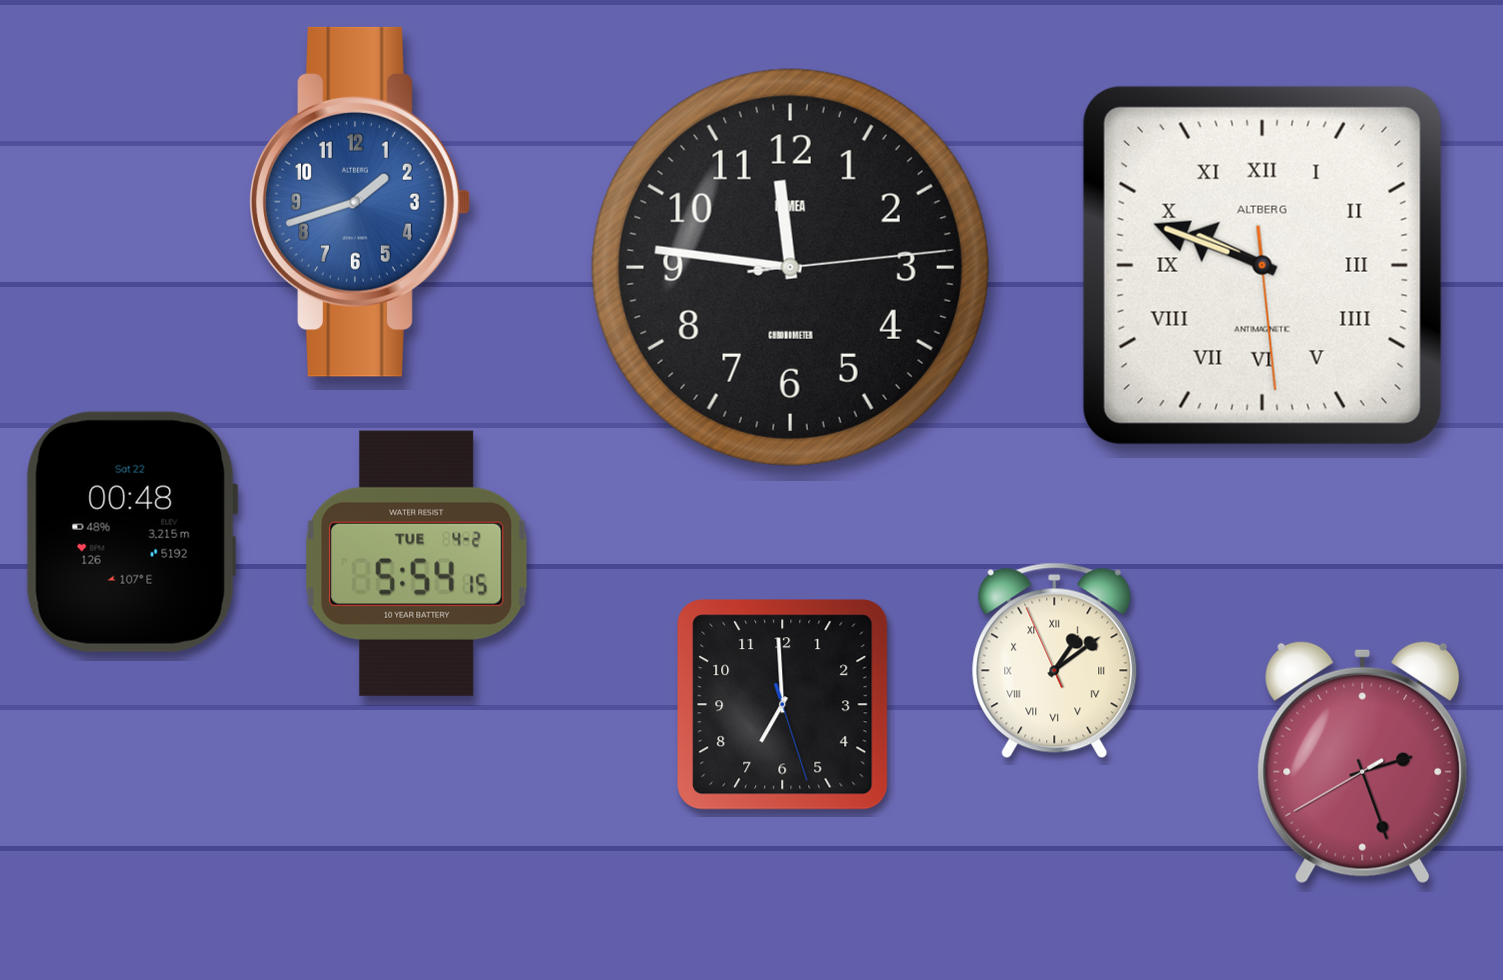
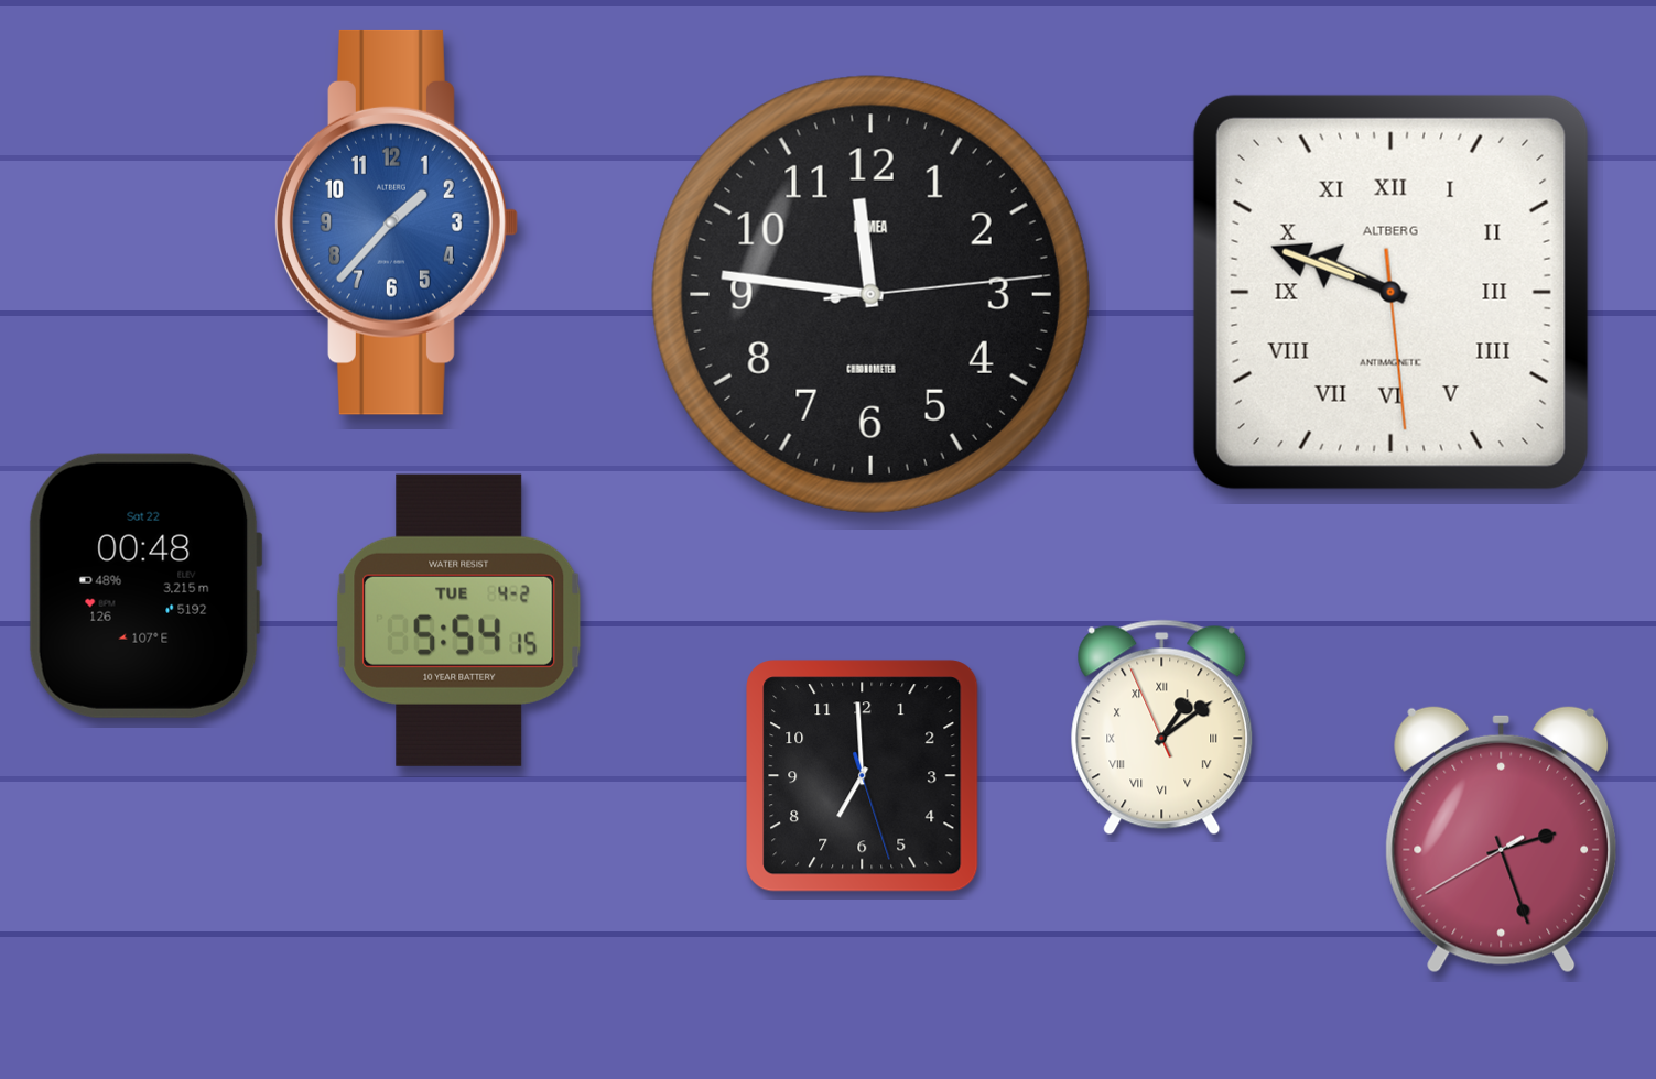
clock at (360, 202): 1:42 -> 1:37
